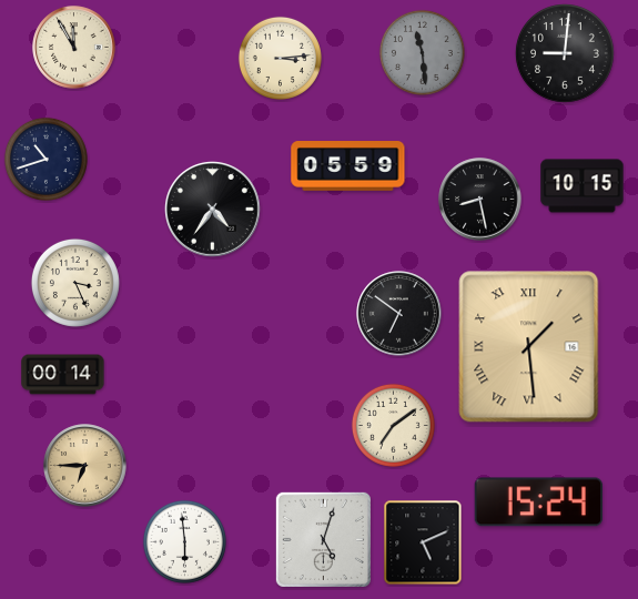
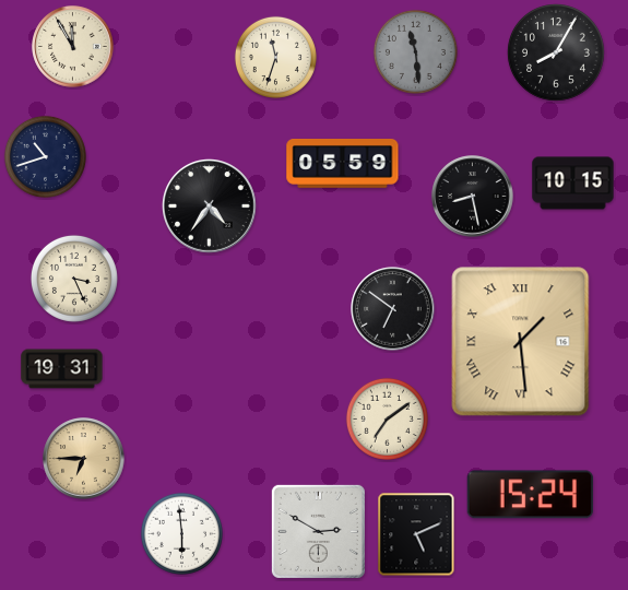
clock at (566, 54): 9:01 -> 8:05
clock at (280, 58): 3:14 -> 11:33
clock at (63, 375): 00:14 -> 19:31
clock at (323, 539): 5:03 -> 2:50
